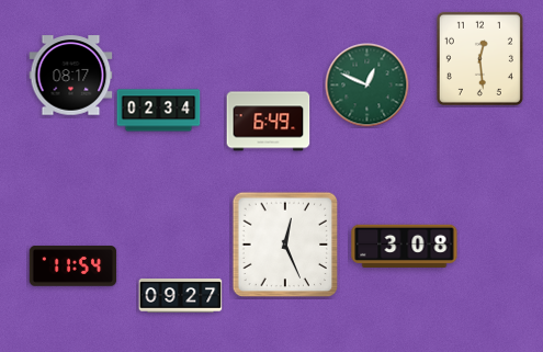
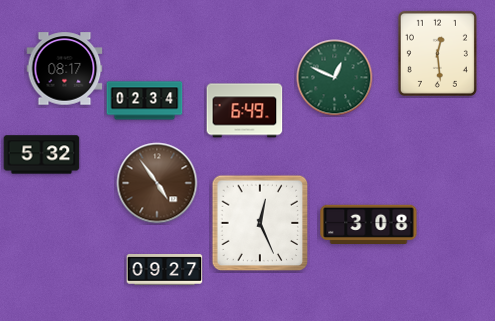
clock at (42, 155): none -> 5:32
clock at (157, 183): none -> 4:54
clock at (73, 266): 11:54 -> none
